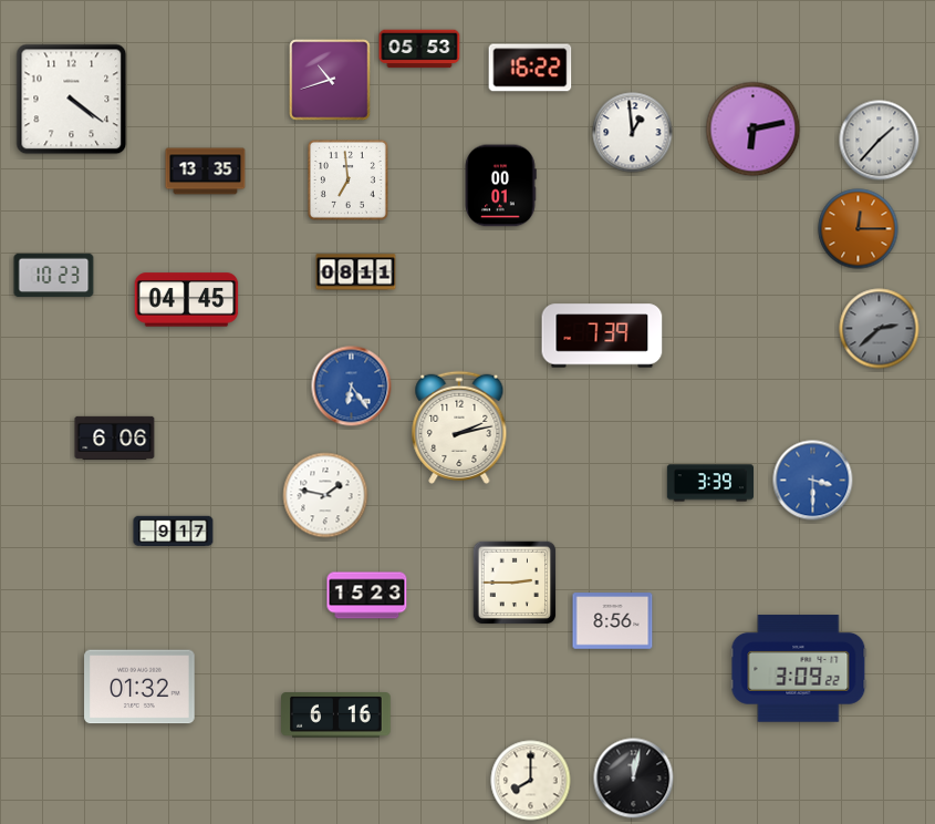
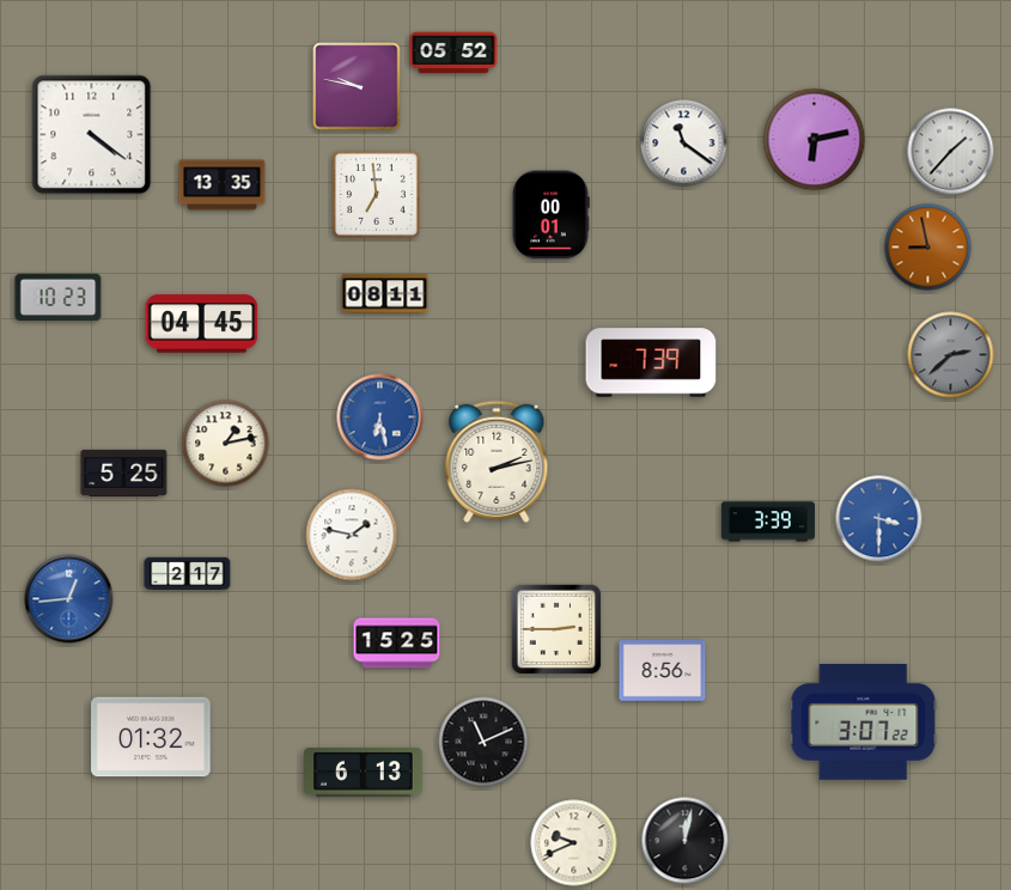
clock at (419, 49): 05:53 -> 05:52
clock at (530, 68): 16:22 -> none
clock at (330, 80): 10:42 -> 9:47
clock at (72, 100) position: (72, 100) -> (92, 135)
clock at (633, 133): 12:59 -> 11:21
clock at (500, 186) position: (500, 186) -> (550, 215)
clock at (859, 229): 12:15 -> 8:58
clock at (352, 387): 6:24 -> 6:28
clock at (226, 444): none -> 1:13
clock at (115, 437): 6:06 -> 5:25
clock at (174, 532): 9:17 -> 2:17
clock at (69, 599): none -> 12:44
clock at (367, 596): 15:23 -> 15:25
clock at (799, 669): 3:09 -> 3:07
clock at (139, 687) position: (139, 687) -> (151, 737)
clock at (483, 742): none -> 11:11
clock at (336, 715): 6:16 -> 6:13
clock at (531, 781): 8:00 -> 9:41
